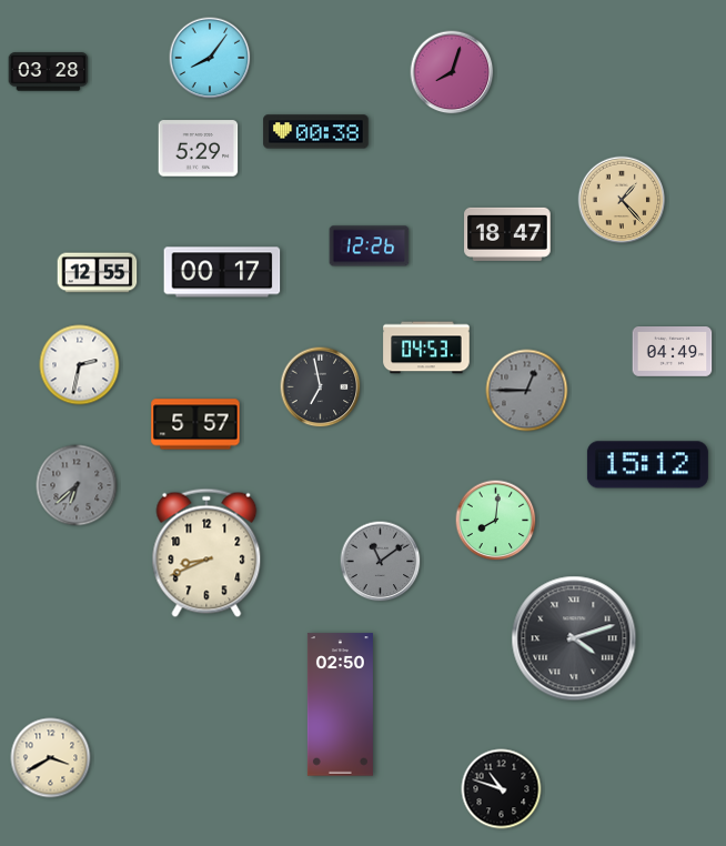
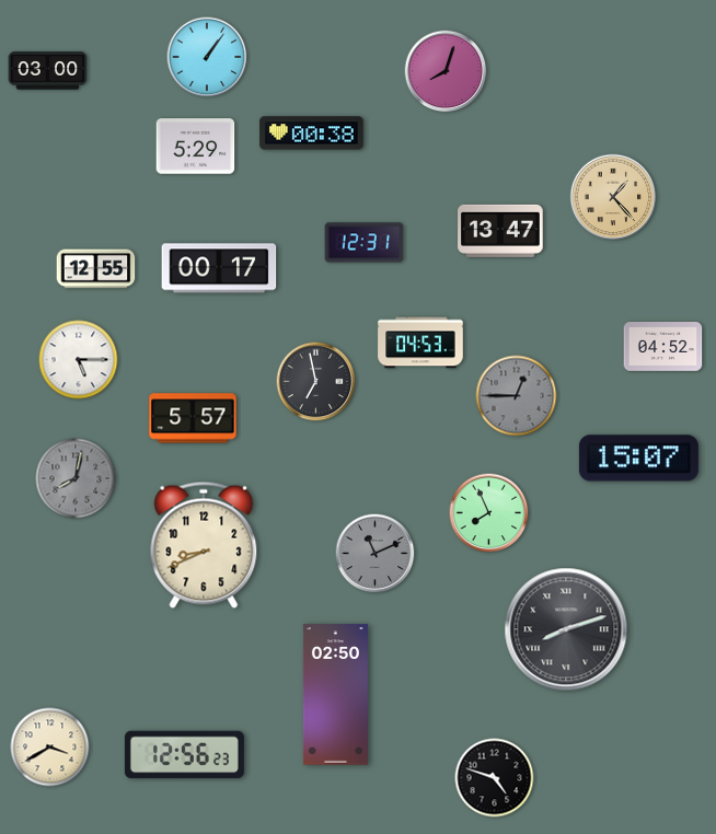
clock at (210, 58): 8:06 -> 1:06
clock at (49, 72): 03:28 -> 03:00
clock at (316, 132) position: (316, 132) -> (312, 134)
clock at (507, 234): 18:47 -> 13:47
clock at (370, 246): 12:26 -> 12:31
clock at (673, 352): 04:49 -> 04:52
clock at (80, 365): 2:32 -> 5:15
clock at (527, 391) position: (527, 391) -> (517, 396)
clock at (647, 465): 15:12 -> 15:07
clock at (77, 485): 6:38 -> 8:02
clock at (496, 521): 8:01 -> 7:56
clock at (381, 562): 11:09 -> 11:11
clock at (574, 638): 4:12 -> 8:12
clock at (184, 755): none -> 12:56
clock at (502, 789): 10:48 -> 4:48
